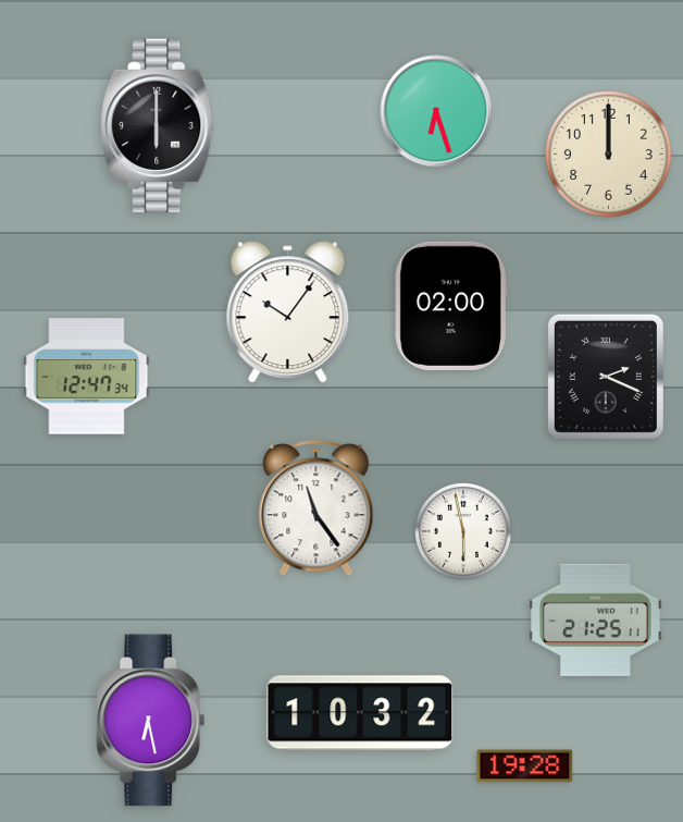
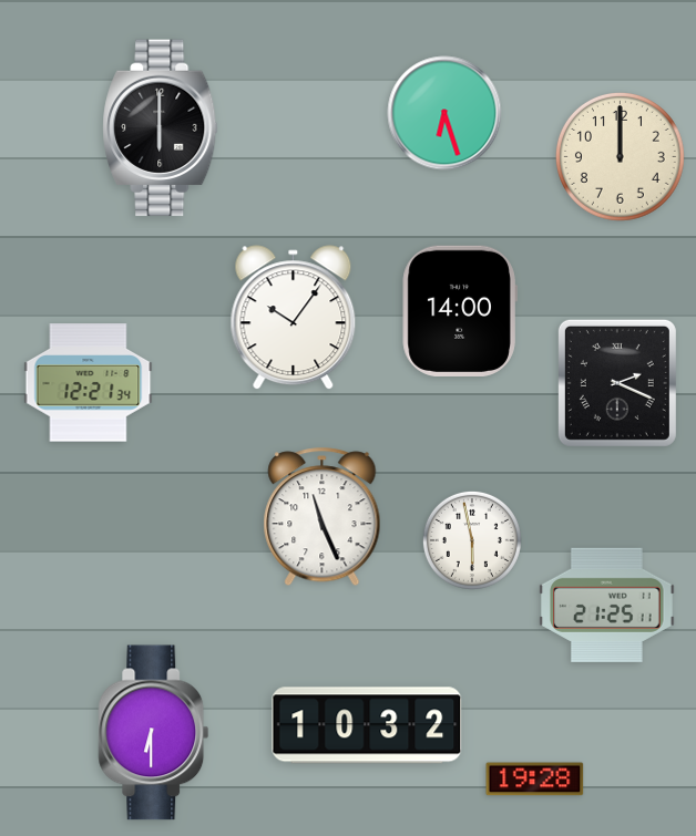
clock at (451, 306): 02:00 -> 14:00
clock at (87, 377): 12:47 -> 12:21
clock at (316, 508): 11:24 -> 11:26
clock at (596, 619) position: (596, 619) -> (607, 605)
clock at (151, 721): 6:28 -> 6:30
